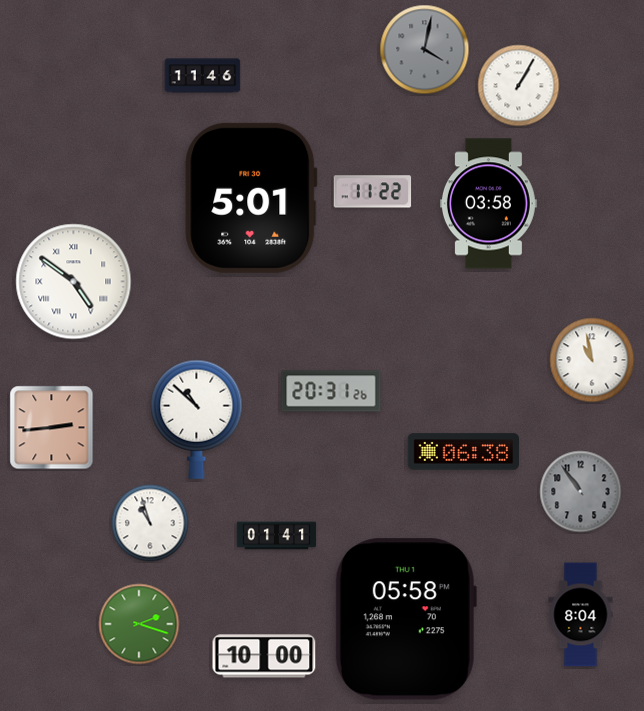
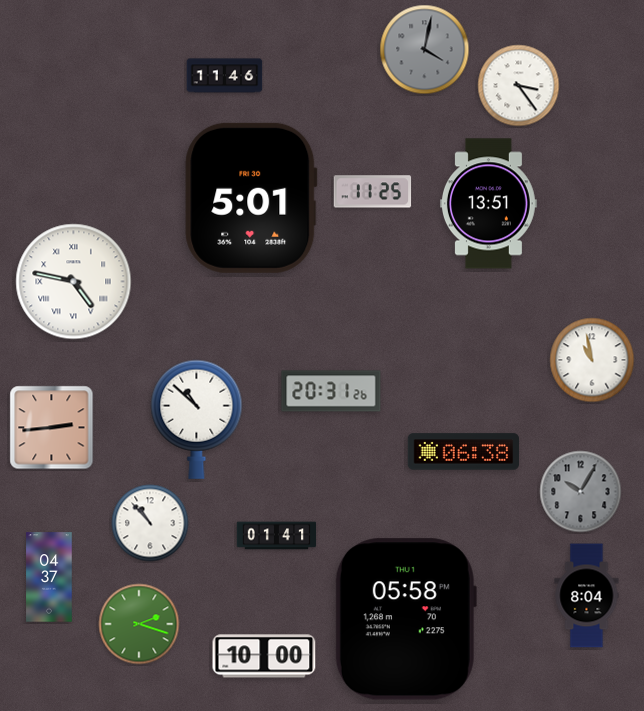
clock at (203, 76) position: (203, 76) -> (225, 76)
clock at (519, 86): 1:05 -> 3:24
clock at (373, 192): 11:22 -> 11:25
clock at (488, 204): 03:58 -> 13:51
clock at (74, 282): 4:51 -> 4:47
clock at (581, 492): 10:54 -> 10:05
clock at (150, 523): 10:57 -> 10:53
clock at (49, 577): none -> 04:37
clock at (581, 615) position: (581, 615) -> (587, 596)
